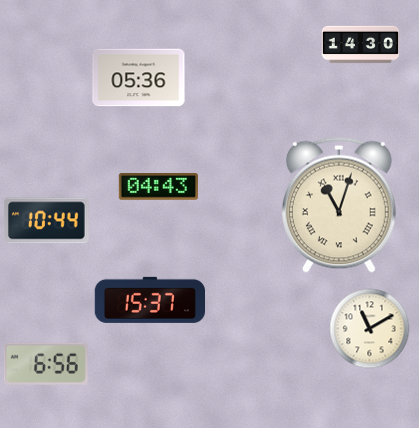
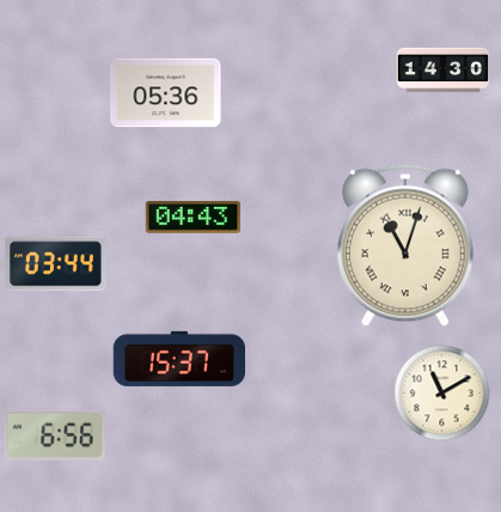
clock at (361, 45) position: (361, 45) -> (444, 71)
clock at (158, 187) position: (158, 187) -> (193, 218)
clock at (46, 221): 10:44 -> 03:44
